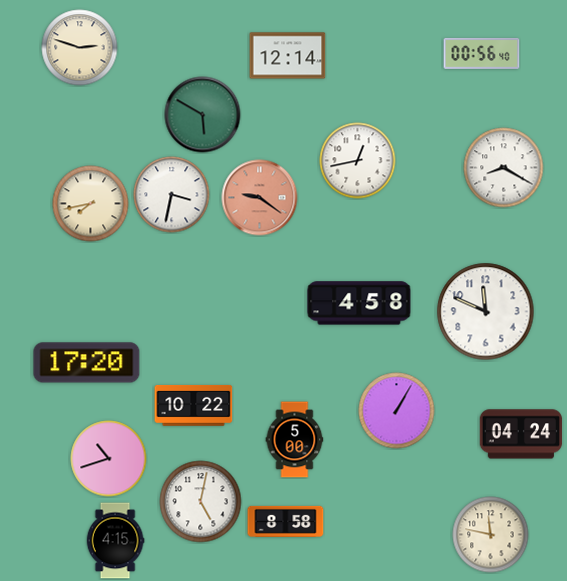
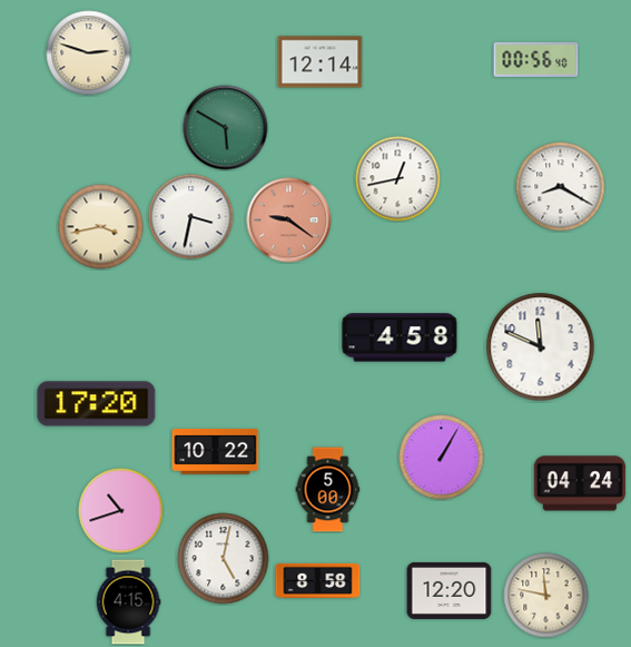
clock at (91, 204): 7:43 -> 3:43
clock at (450, 590): none -> 12:20
